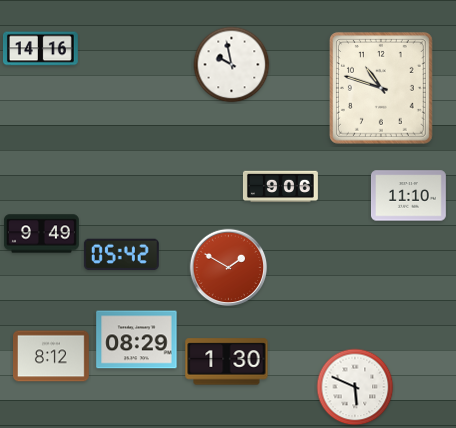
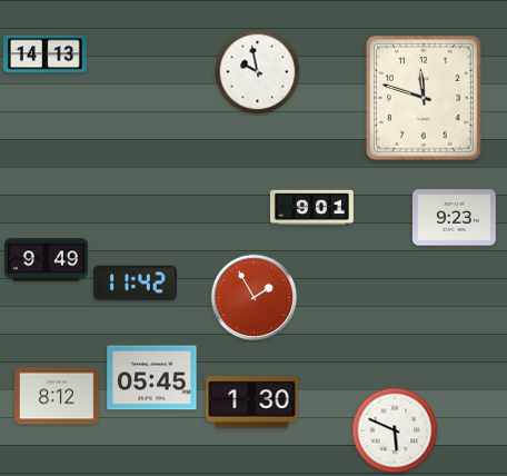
clock at (40, 49): 14:16 -> 14:13
clock at (381, 88): 10:48 -> 11:48
clock at (281, 187): 9:06 -> 9:01
clock at (408, 196): 11:10 -> 9:23
clock at (121, 255): 05:42 -> 11:42
clock at (229, 268): 1:50 -> 1:55
clock at (137, 340): 08:29 -> 05:45
